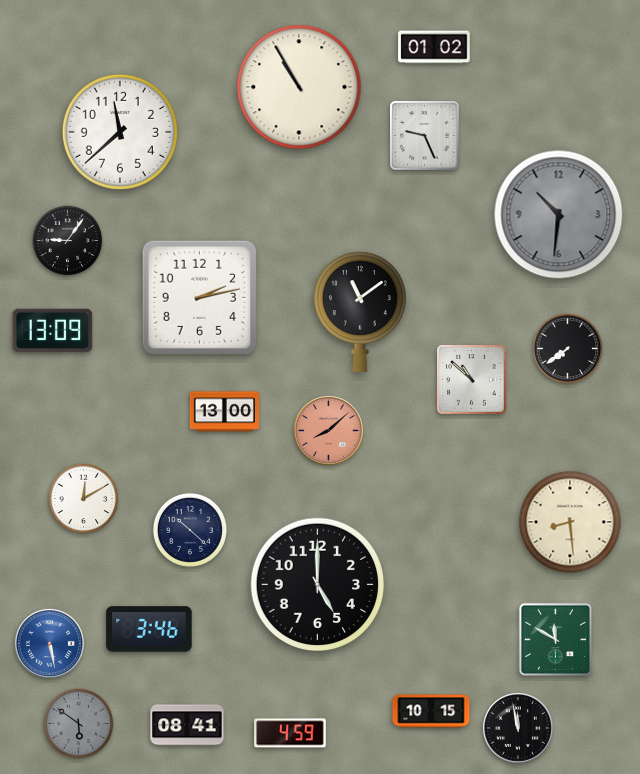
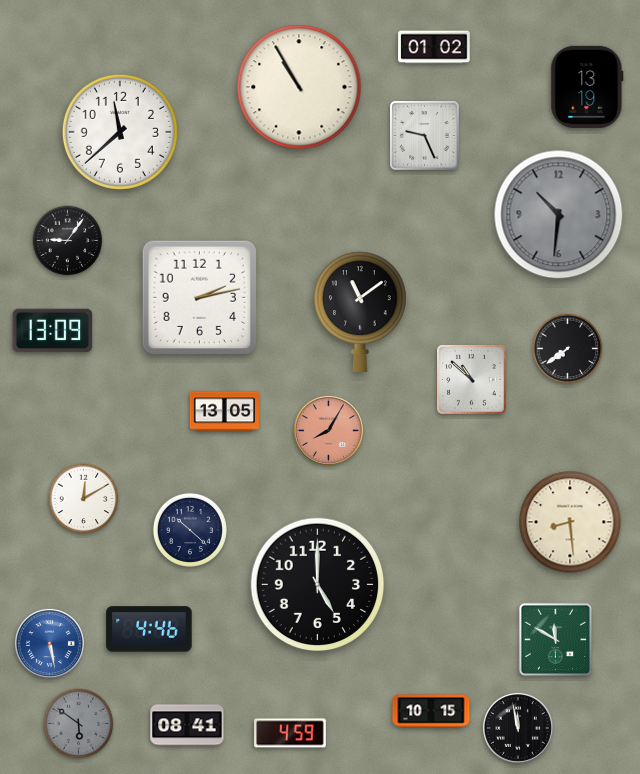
clock at (587, 87): none -> 13:19
clock at (224, 412): 13:00 -> 13:05
clock at (328, 430): 8:08 -> 8:05
clock at (149, 629): 3:46 -> 4:46
